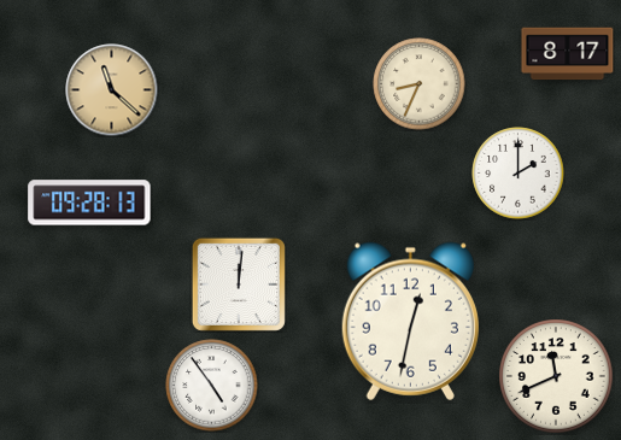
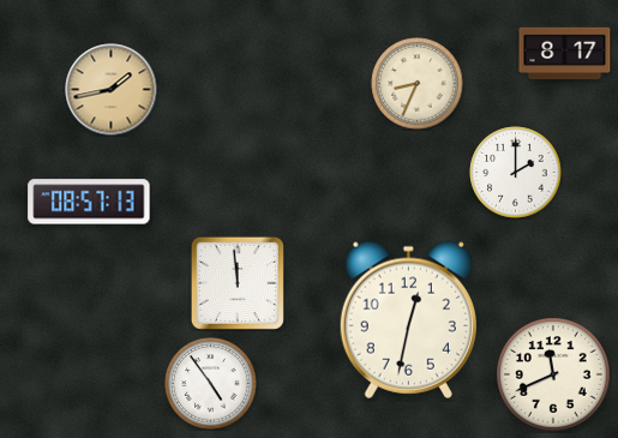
clock at (112, 90): 11:22 -> 1:43
clock at (89, 203): 09:28 -> 08:57
clock at (239, 284): 12:01 -> 11:59
